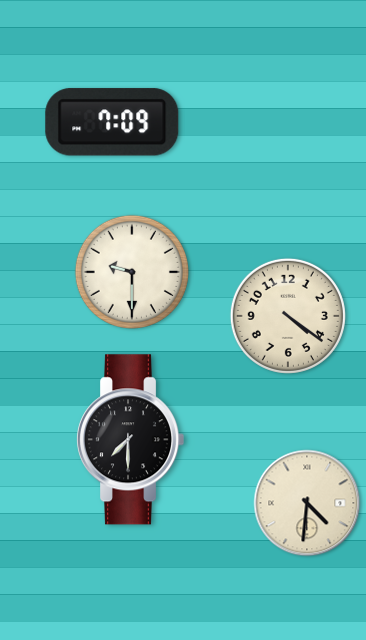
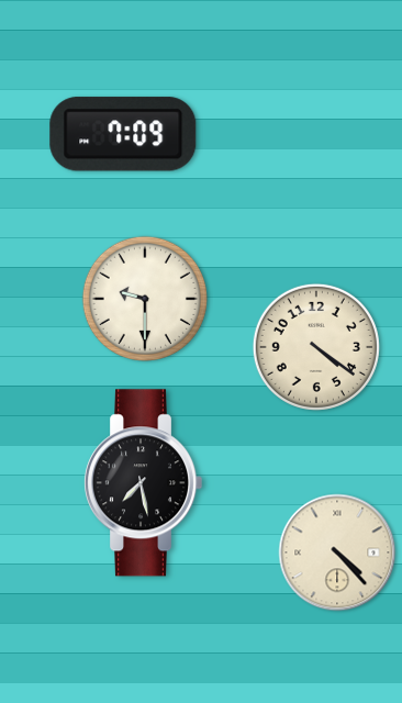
clock at (130, 440): 7:30 -> 7:28
clock at (307, 503): 4:31 -> 4:23
